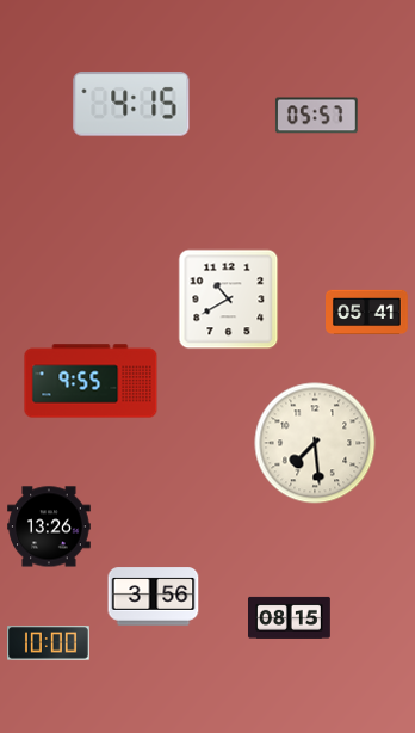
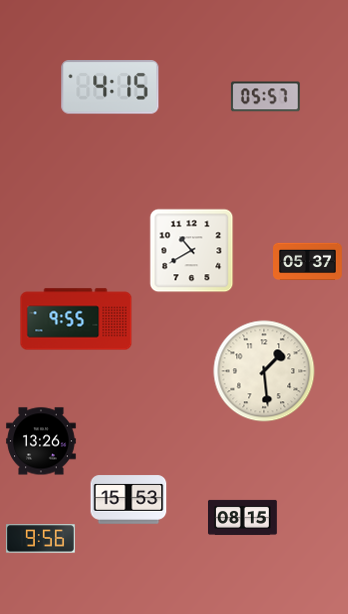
clock at (367, 313): 05:41 -> 05:37
clock at (315, 443): 7:29 -> 1:29
clock at (154, 597): 3:56 -> 15:53
clock at (49, 643): 10:00 -> 9:56
